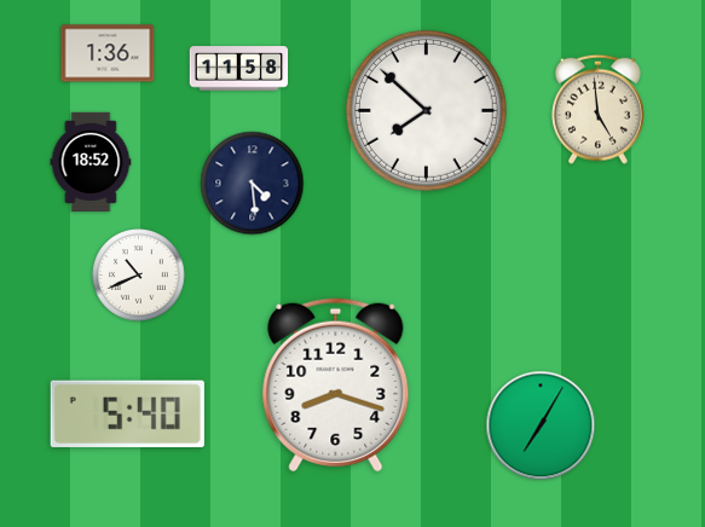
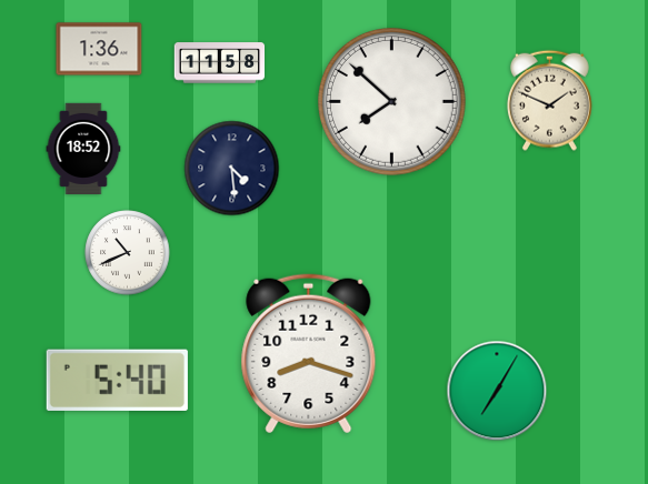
clock at (597, 109): 4:59 -> 1:49
